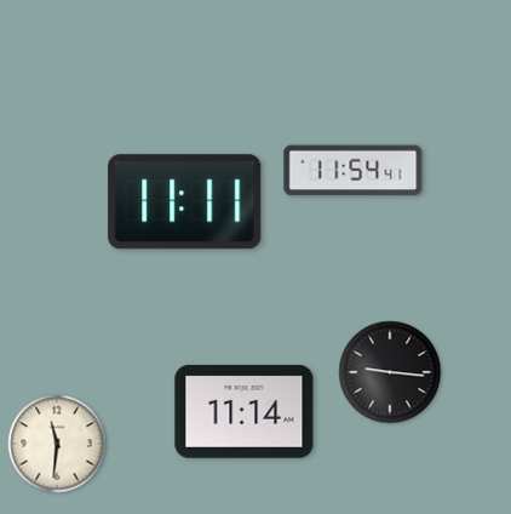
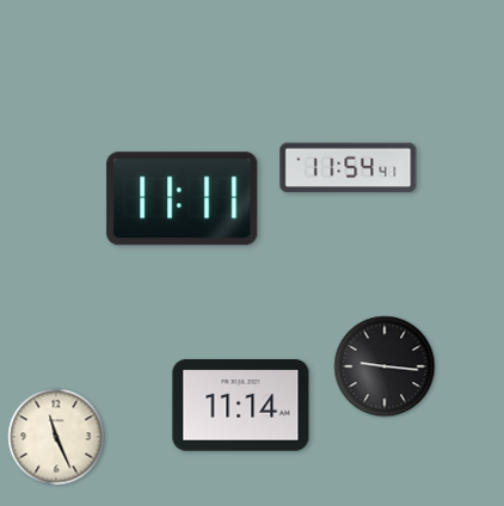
clock at (57, 444): 11:31 -> 11:26
